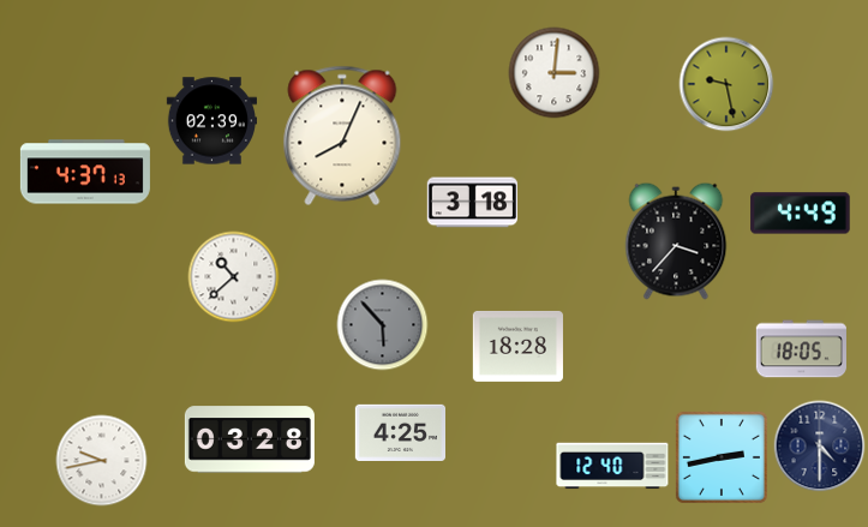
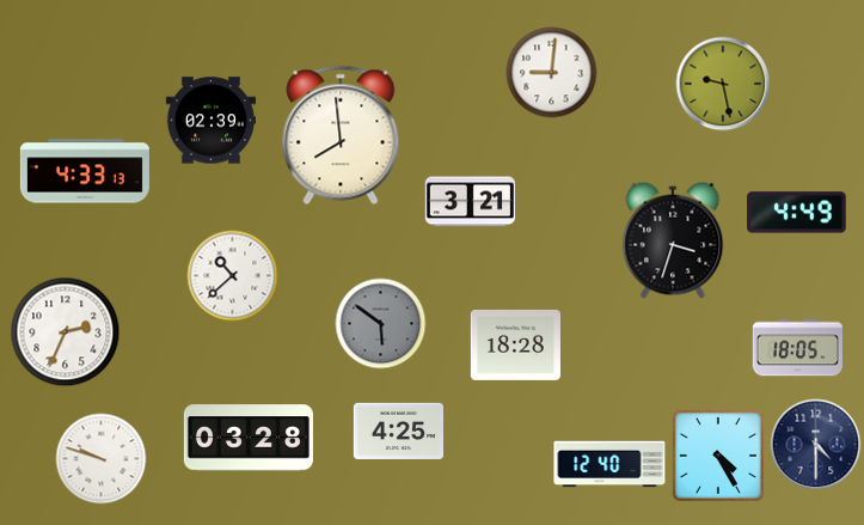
clock at (555, 73): 3:01 -> 9:01
clock at (342, 136): 8:04 -> 7:59
clock at (85, 172): 4:37 -> 4:33
clock at (472, 203): 3:18 -> 3:21
clock at (676, 241): 3:37 -> 3:33
clock at (383, 325): 5:53 -> 5:51
clock at (66, 332): none -> 2:34
clock at (722, 457): 2:43 -> 4:25
clock at (102, 461): 9:43 -> 9:48
